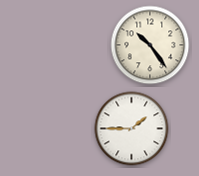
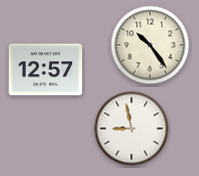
clock at (46, 70): none -> 12:57
clock at (132, 129): 1:45 -> 8:58
